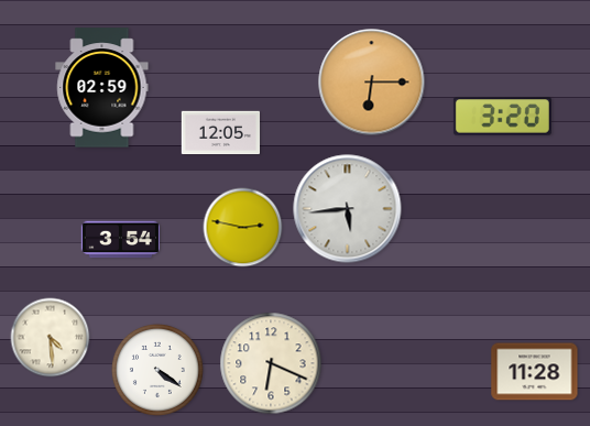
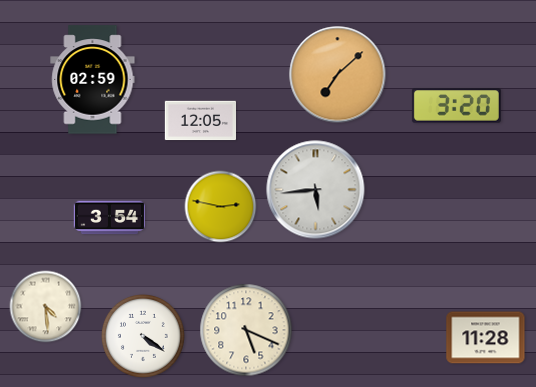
clock at (372, 83): 6:15 -> 7:08
clock at (271, 363): 6:19 -> 5:19
